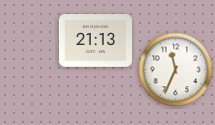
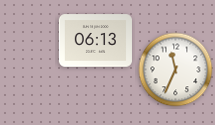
clock at (95, 41): 21:13 -> 06:13
